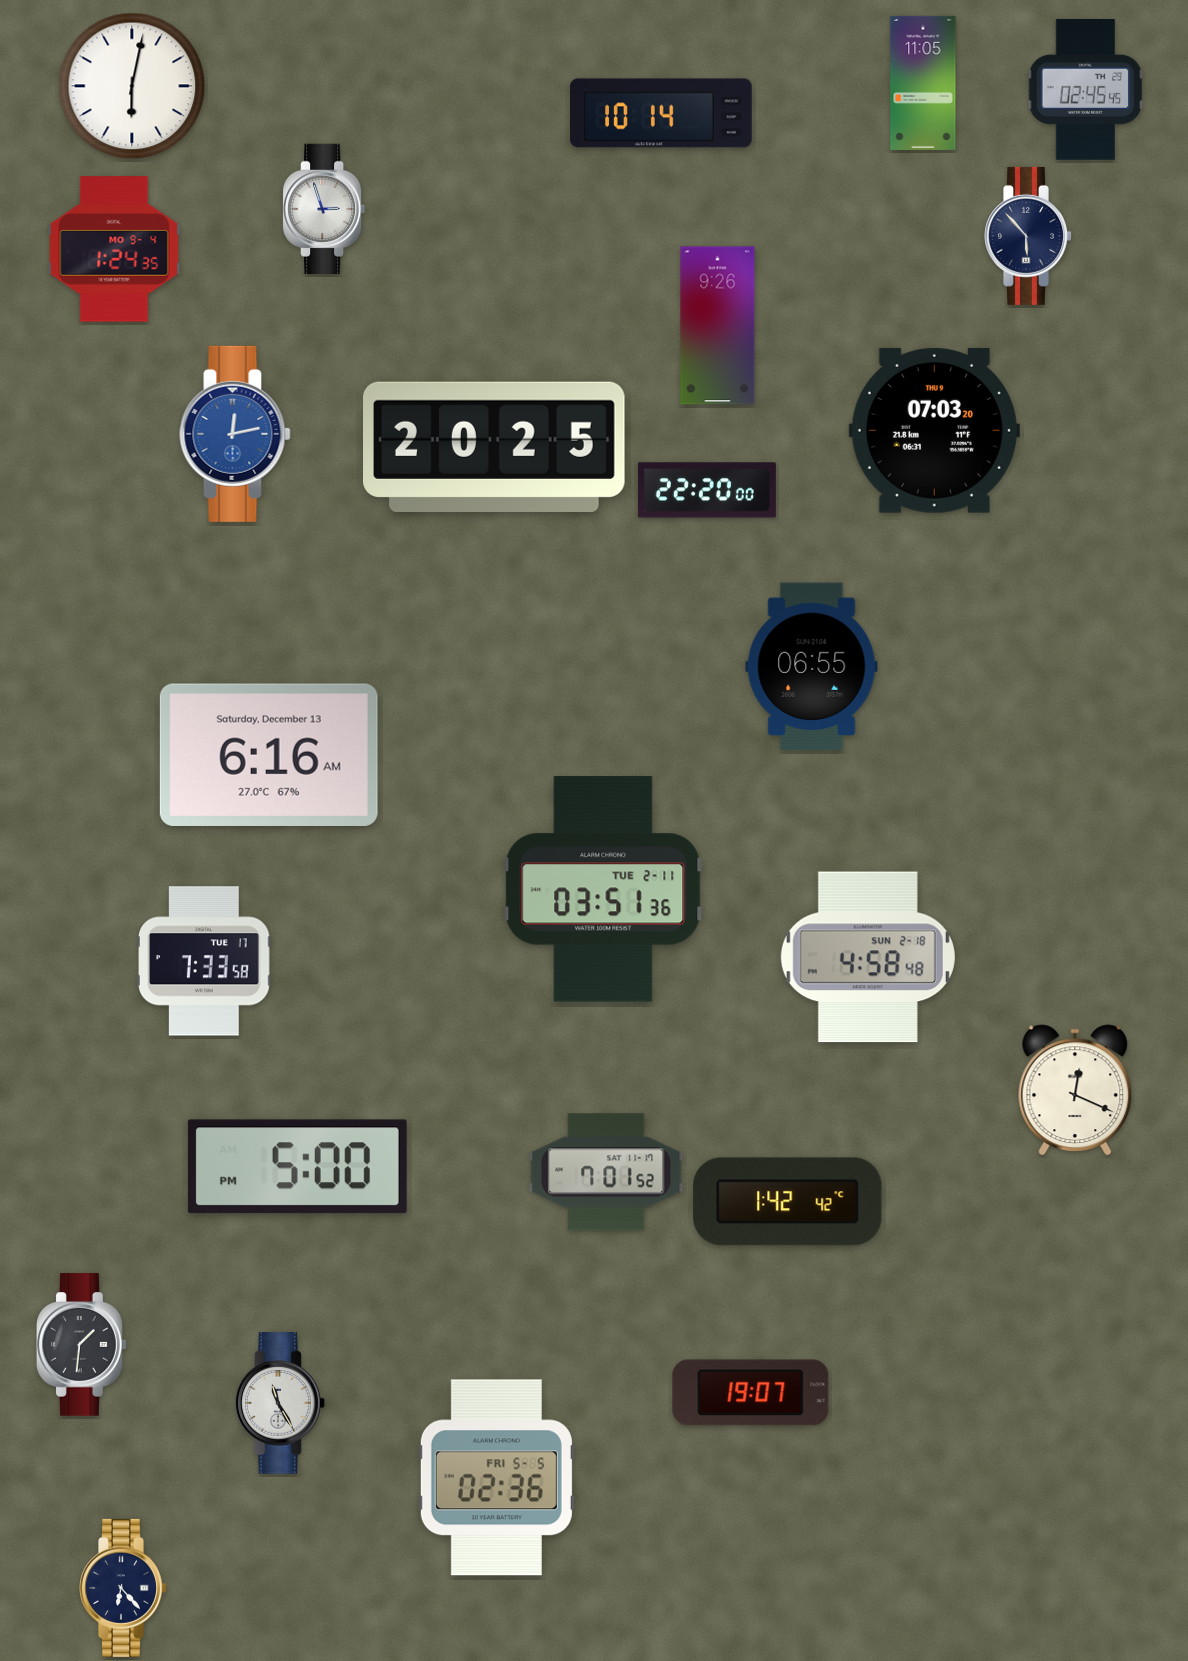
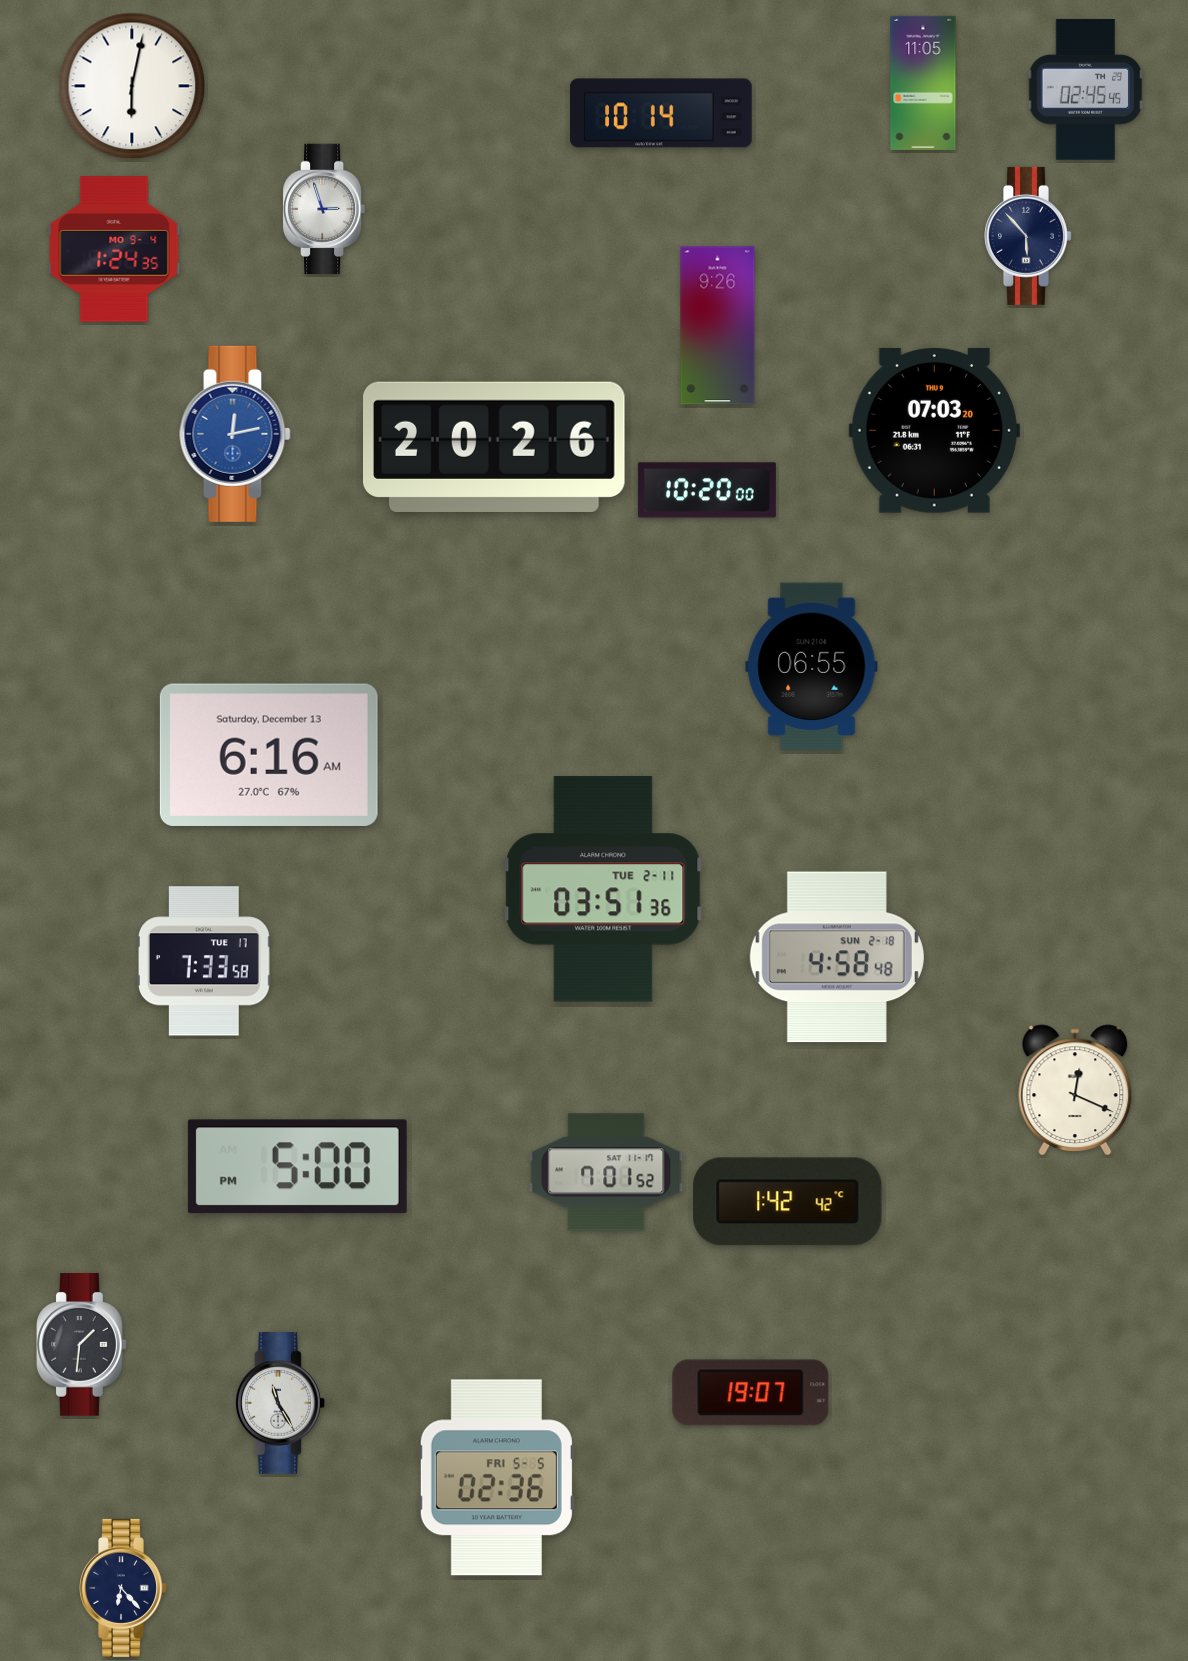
clock at (495, 447): 20:25 -> 20:26
clock at (707, 490): 22:20 -> 10:20
clock at (868, 957) position: (868, 957) -> (837, 957)
